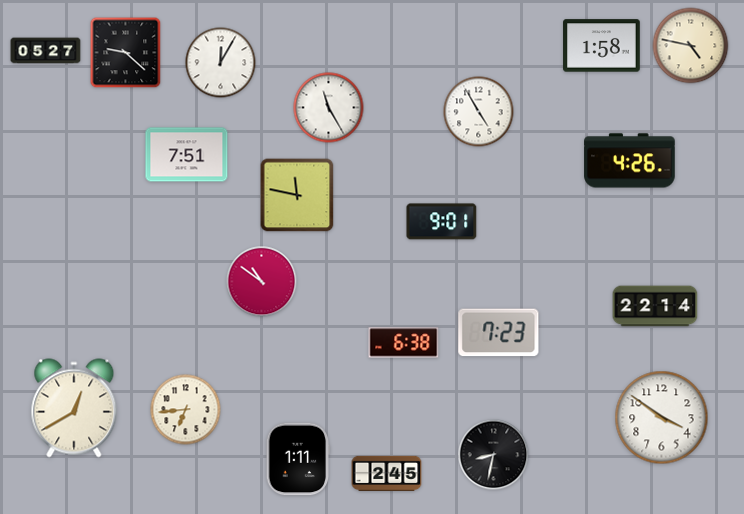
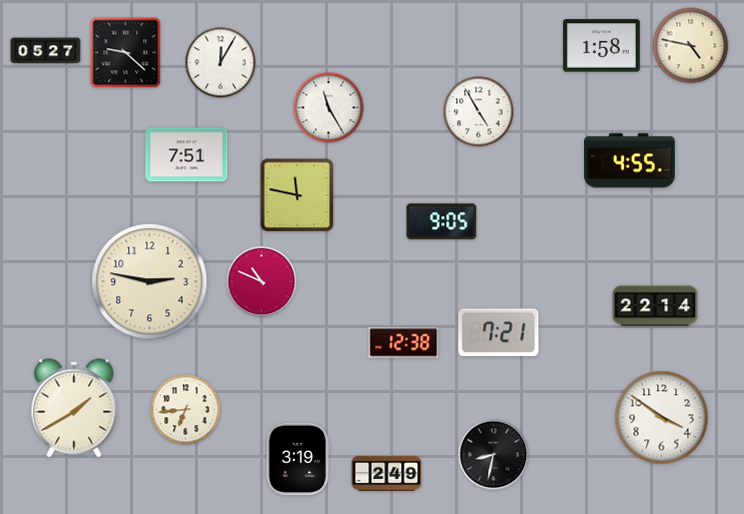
clock at (630, 161): 4:26 -> 4:55
clock at (442, 222): 9:01 -> 9:05
clock at (150, 282): none -> 2:47
clock at (262, 282): 10:51 -> 10:49
clock at (499, 333): 7:23 -> 7:21
clock at (404, 343): 6:38 -> 12:38
clock at (74, 408): 12:40 -> 1:40
clock at (297, 459): 1:11 -> 3:19
clock at (387, 473): 2:45 -> 2:49
